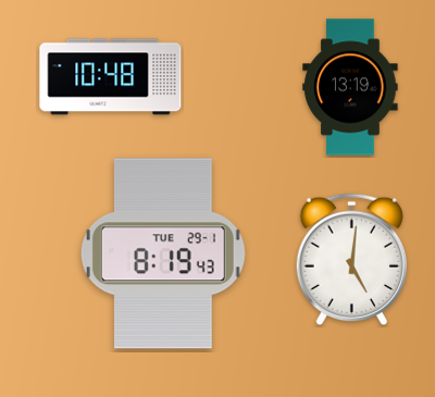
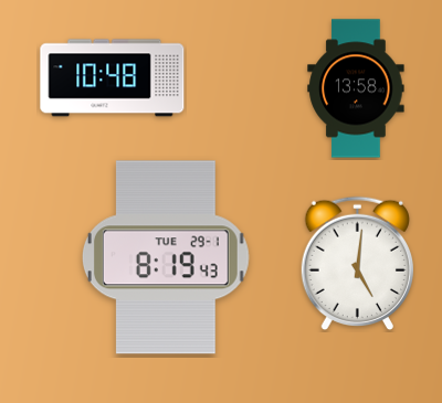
clock at (350, 87): 13:19 -> 13:58
